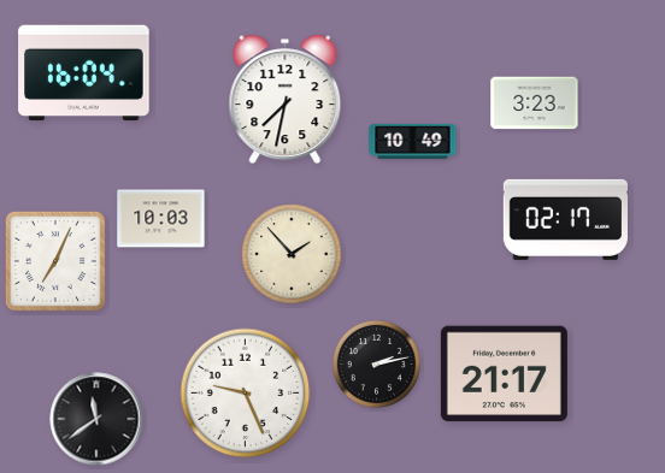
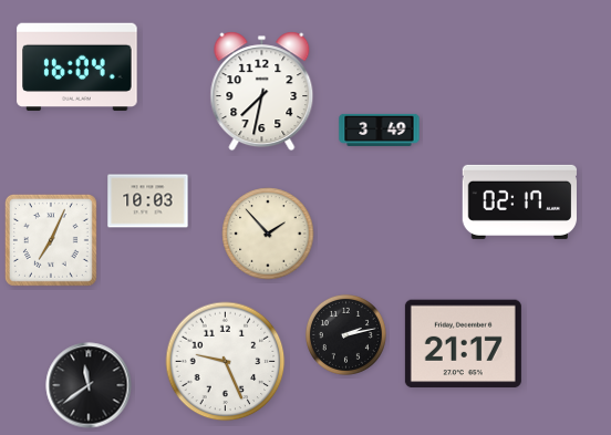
clock at (535, 104): 3:23 -> none
clock at (413, 141): 10:49 -> 3:49
